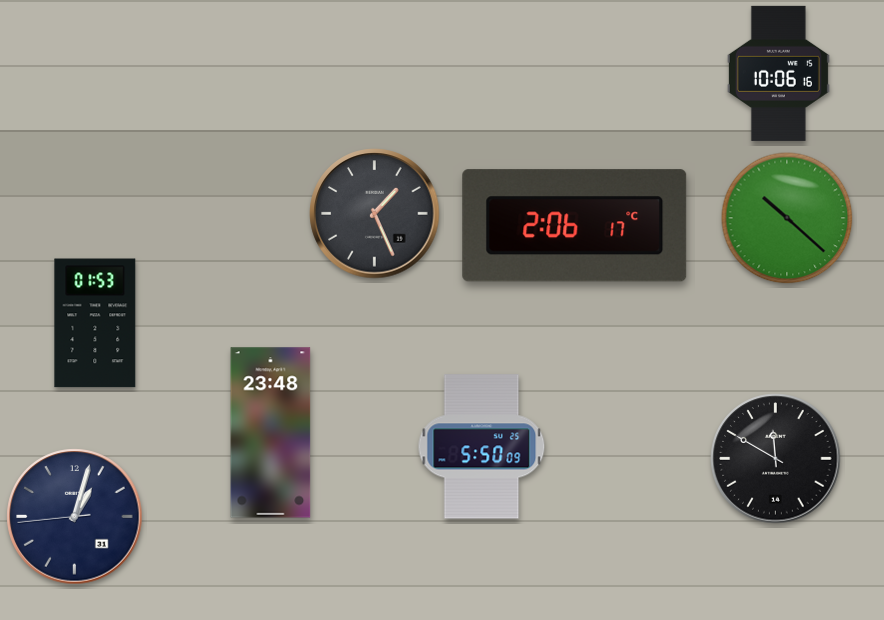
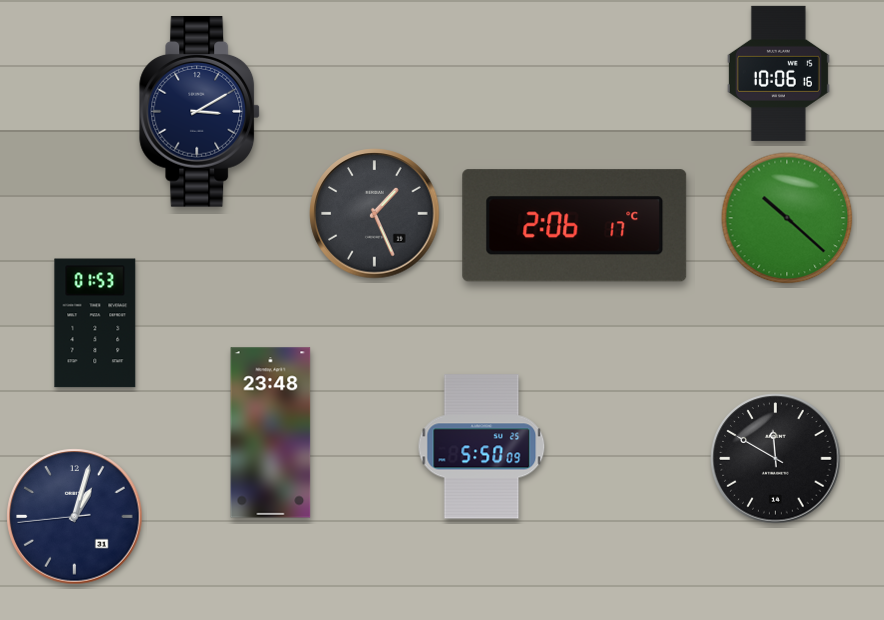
clock at (200, 112): none -> 3:10
